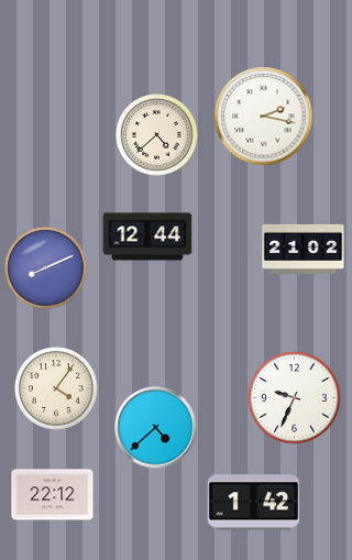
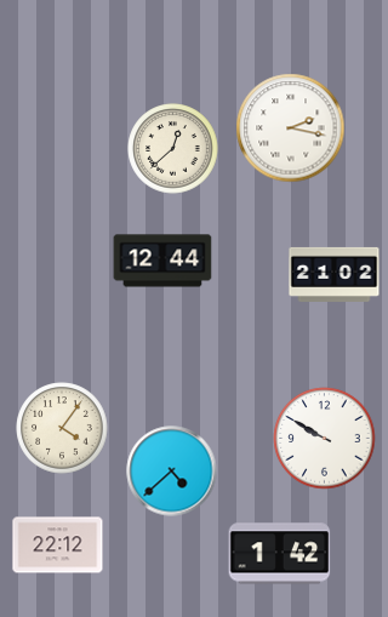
clock at (157, 135): 4:38 -> 12:38
clock at (46, 268): 8:11 -> none
clock at (295, 398): 9:34 -> 9:50
